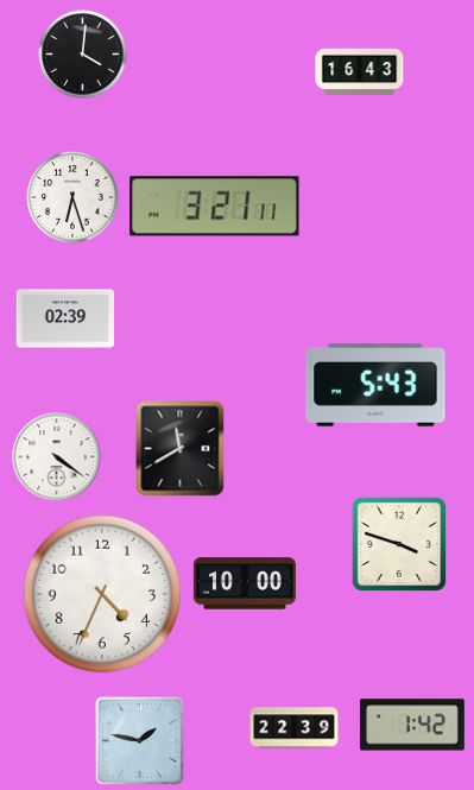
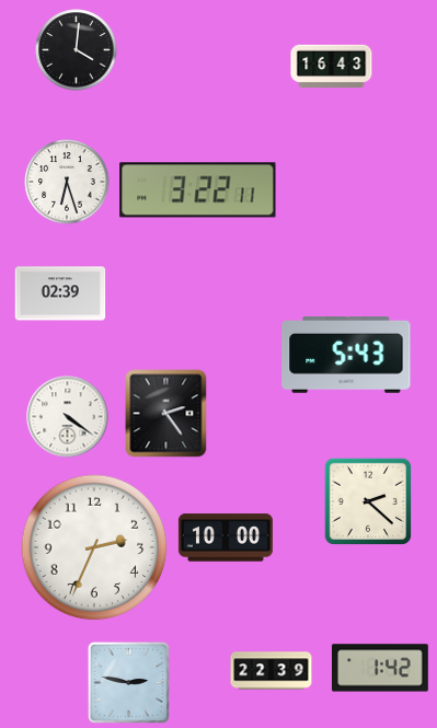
clock at (215, 207): 3:21 -> 3:22
clock at (181, 449): 11:40 -> 2:24
clock at (57, 457) position: (57, 457) -> (68, 417)
clock at (398, 543): 3:48 -> 2:22
clock at (102, 594): 4:34 -> 2:34
clock at (139, 740): 1:47 -> 2:47
